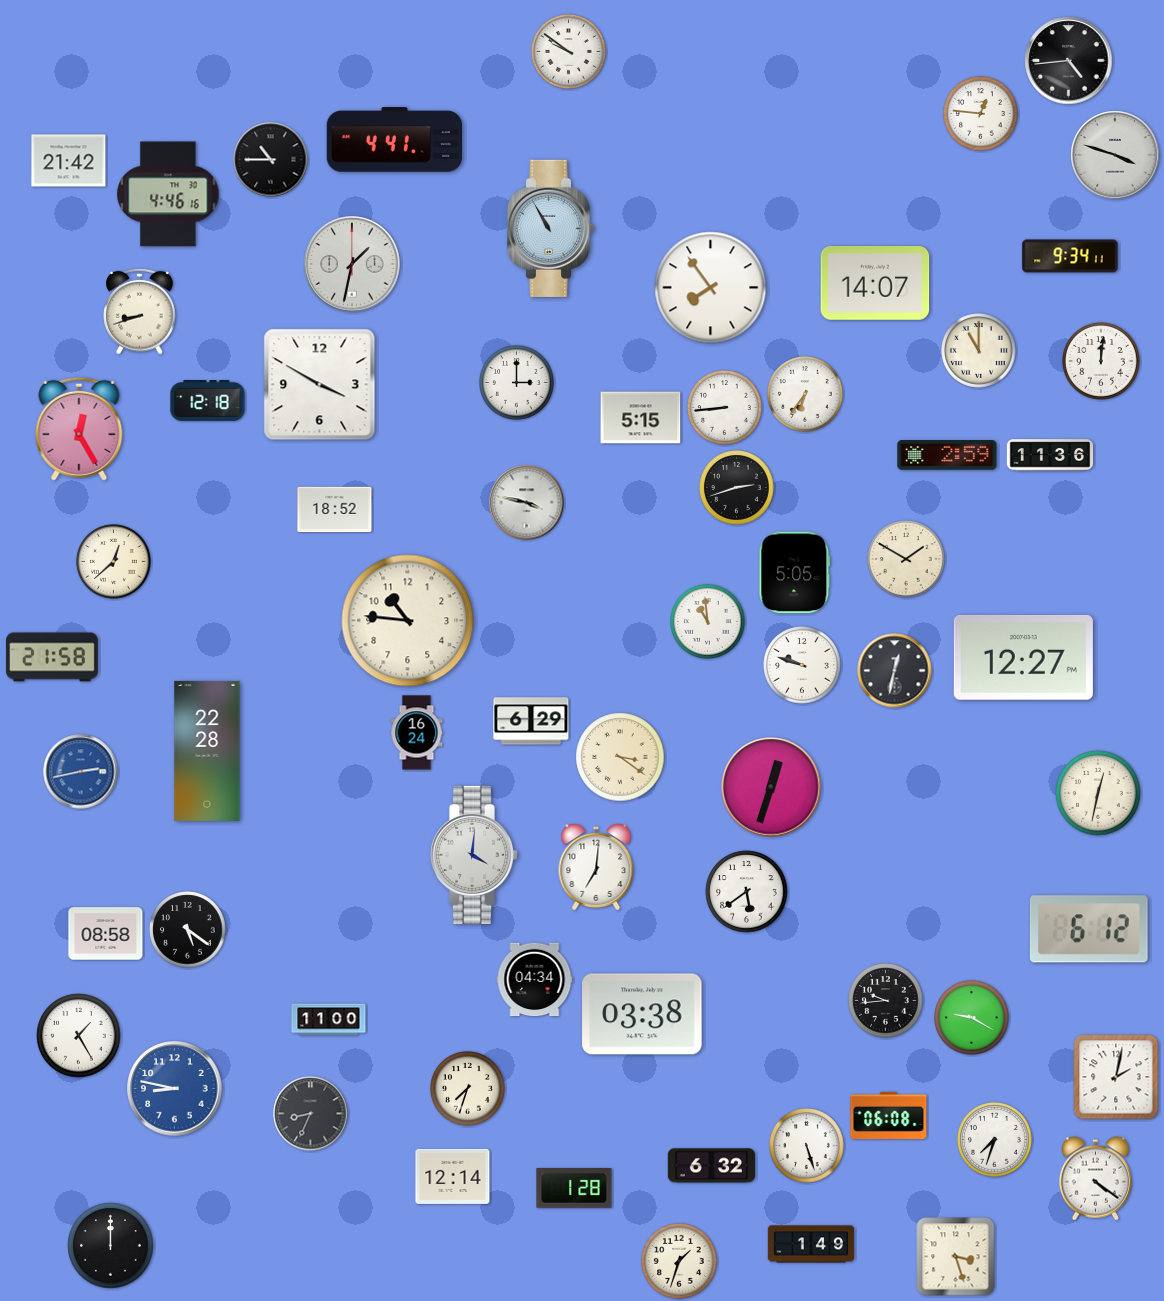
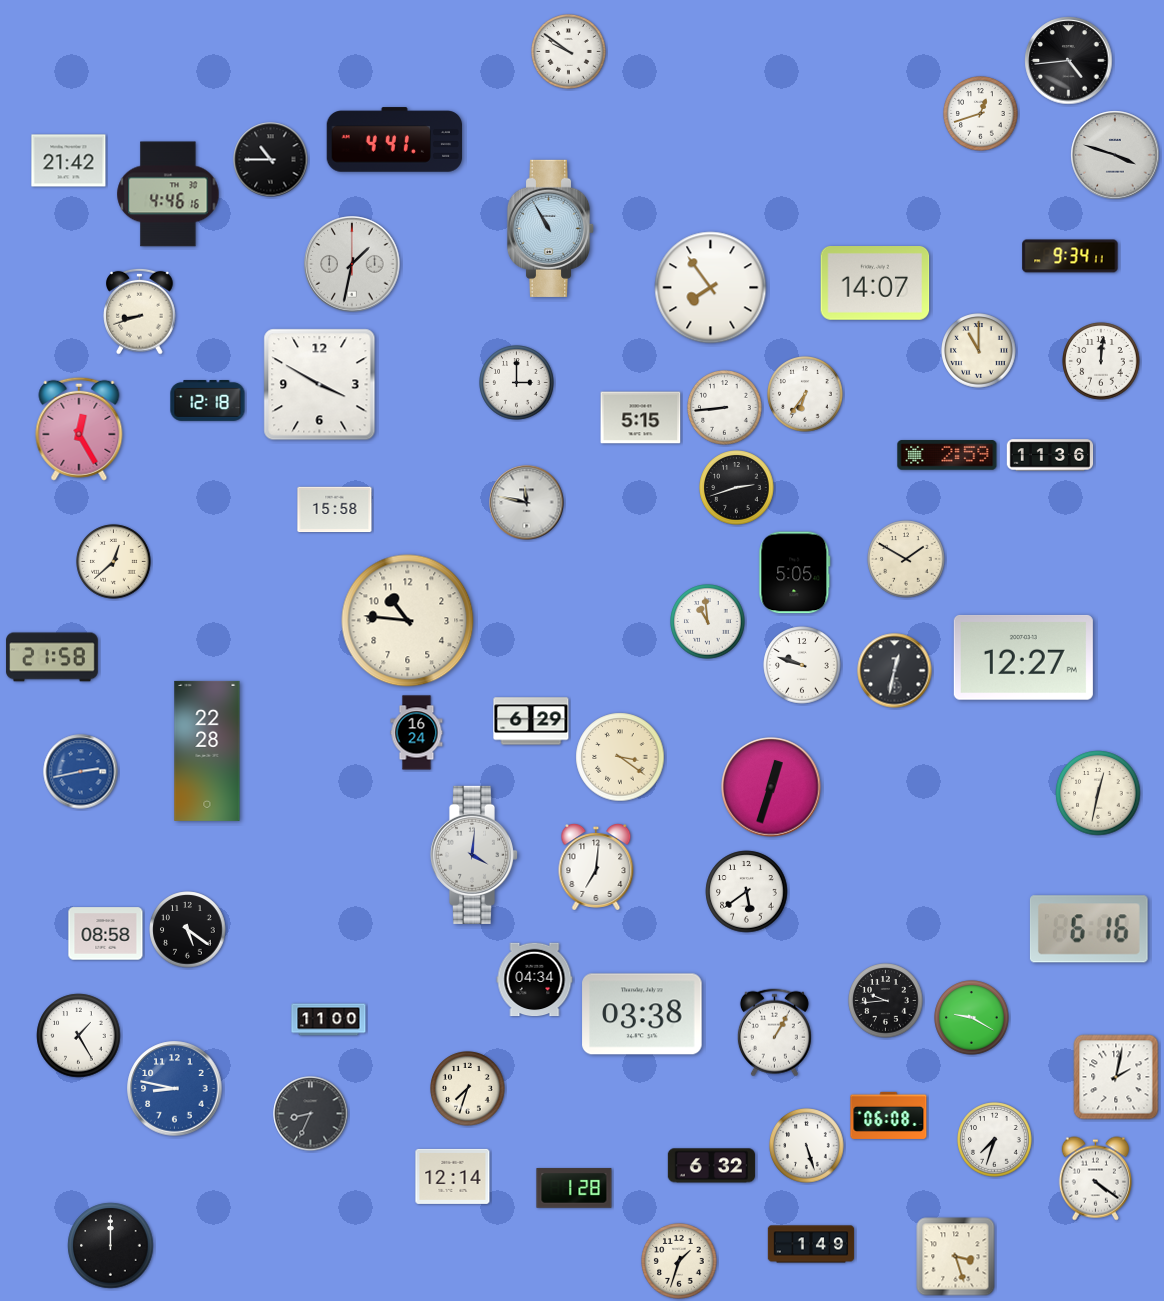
clock at (981, 114): 12:46 -> 12:42
clock at (527, 503): 3:47 -> 11:47
clock at (335, 510): 18:52 -> 15:58
clock at (1089, 929): 6:12 -> 6:16
clock at (774, 1033): none -> 1:05
